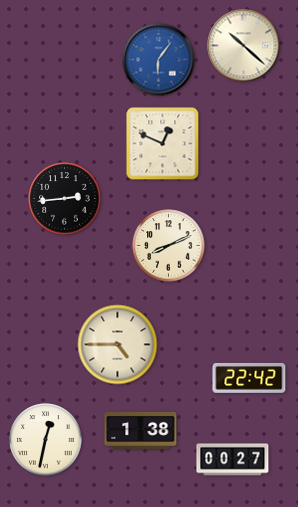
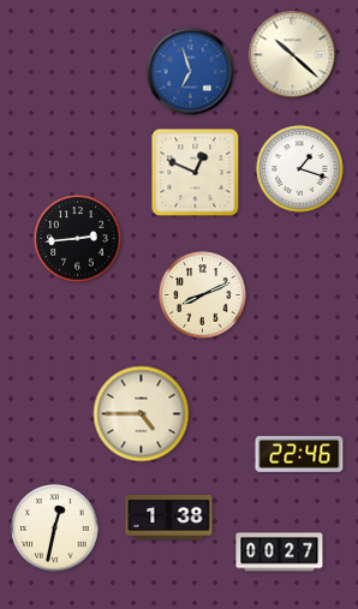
clock at (159, 60): 6:06 -> 6:57
clock at (300, 169): none -> 1:18
clock at (249, 378): 22:42 -> 22:46
